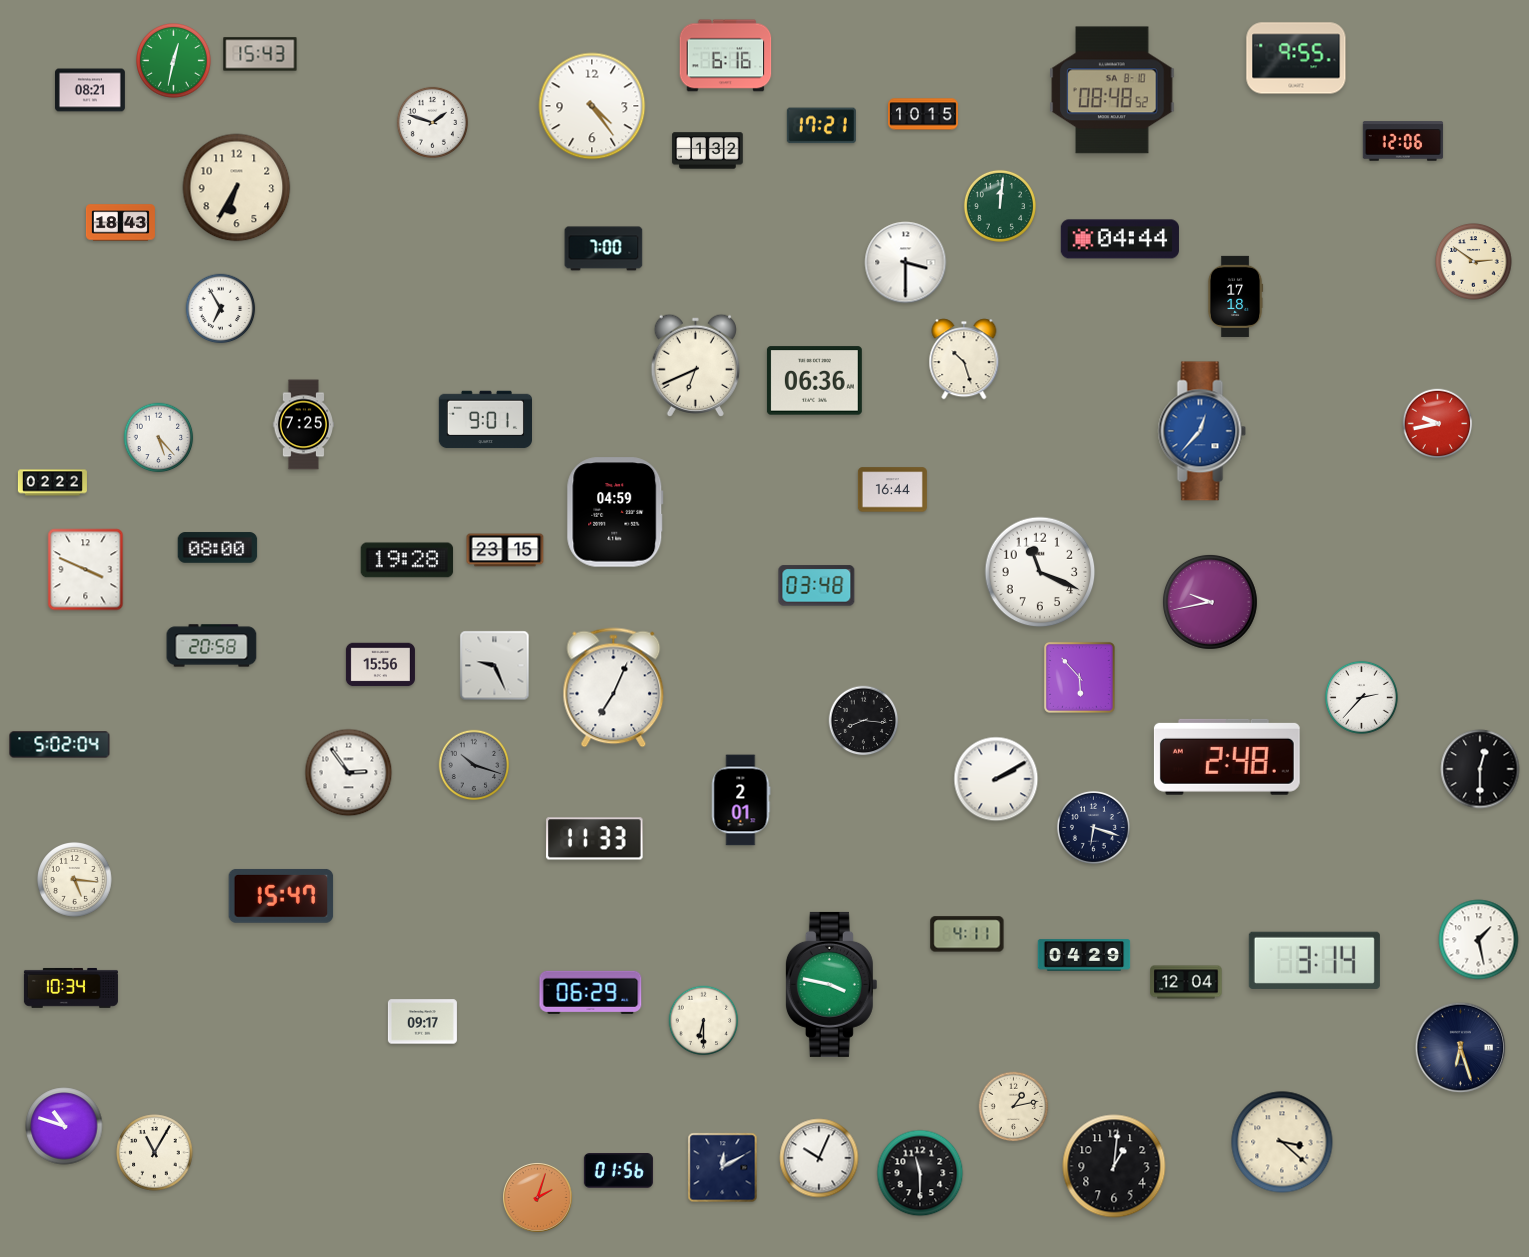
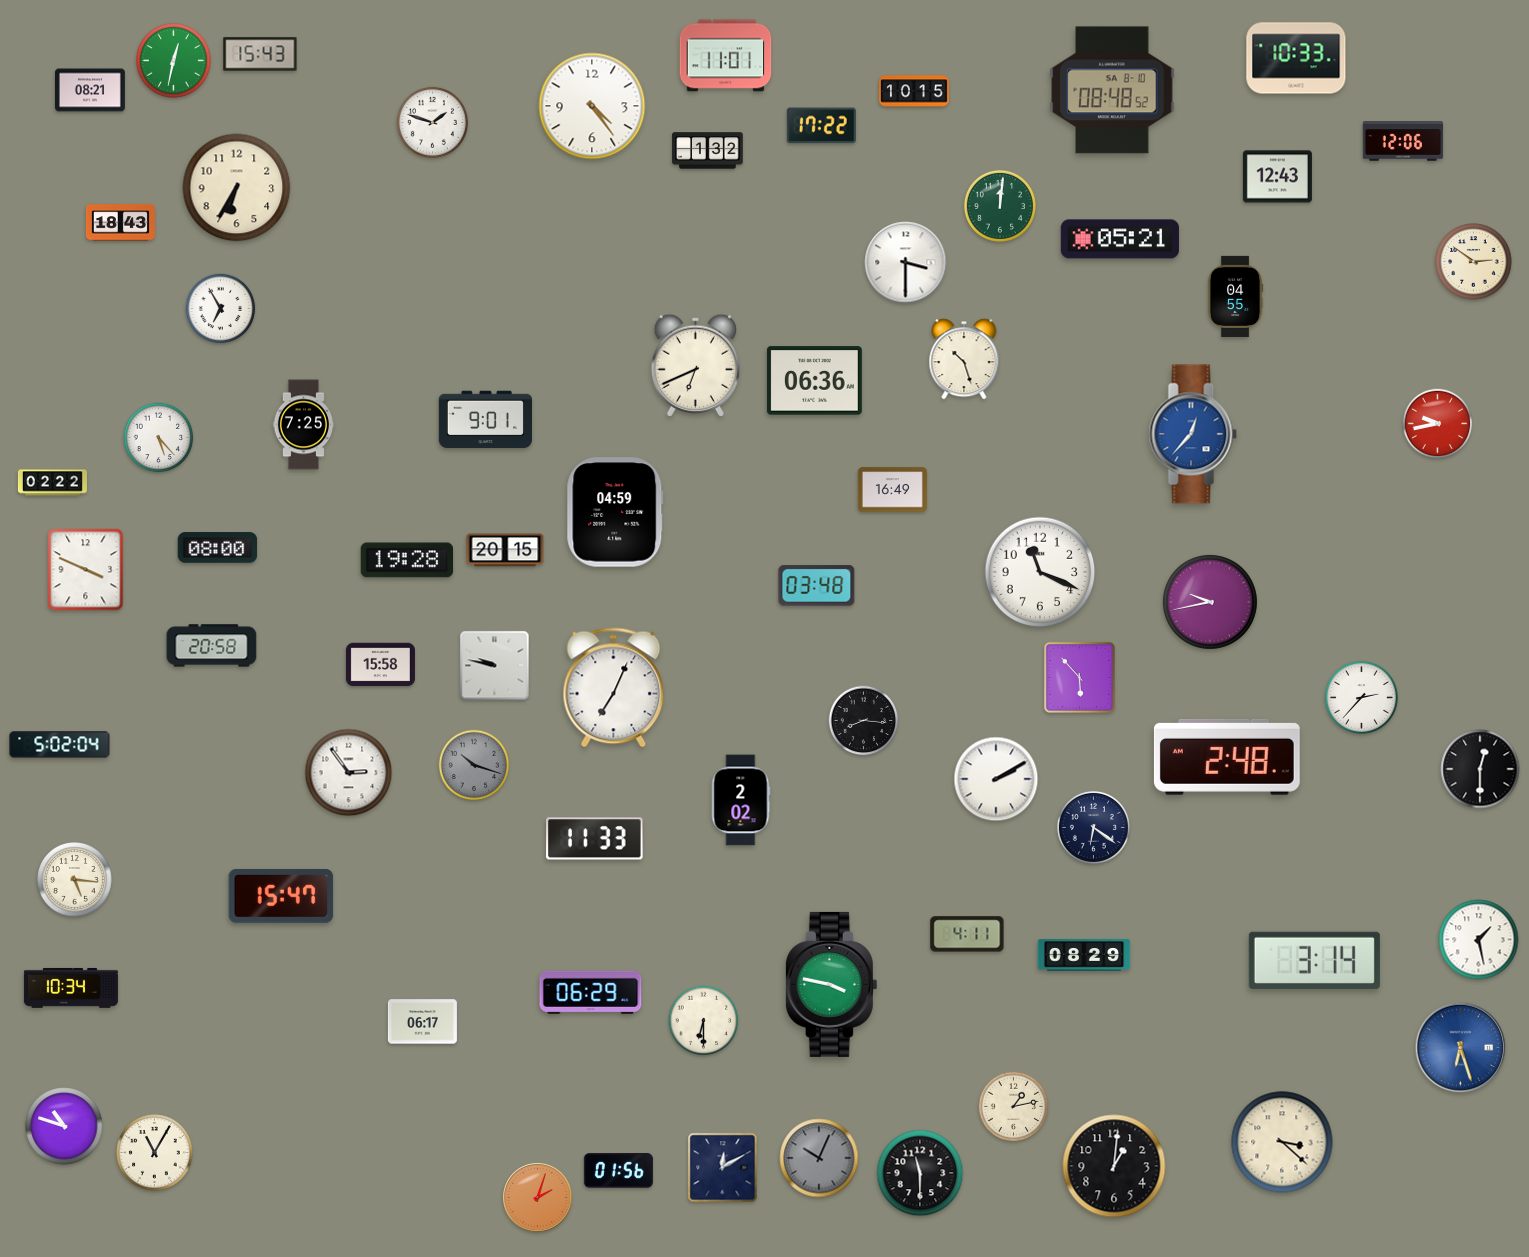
clock at (726, 56): 6:16 -> 11:01
clock at (1296, 58): 9:55 -> 10:33
clock at (924, 114) position: (924, 114) -> (915, 91)
clock at (821, 126): 17:21 -> 17:22
clock at (1277, 177): none -> 12:43
clock at (1120, 239): 04:44 -> 05:21
clock at (604, 249): 7:00 -> none
clock at (1235, 296): 17:18 -> 04:55
clock at (1202, 431) position: (1202, 431) -> (1193, 434)
clock at (892, 490): 16:44 -> 16:49
clock at (505, 550): 23:15 -> 20:15
clock at (380, 665): 15:56 -> 15:58
clock at (495, 666): 9:26 -> 9:47
clock at (741, 800): 2:01 -> 2:02
clock at (1093, 827): 6:18 -> 6:21
clock at (1084, 955): 04:29 -> 08:29
clock at (1186, 982): 12:04 -> none
clock at (422, 1022): 09:17 -> 06:17
clock at (1461, 1048) dial: navy -> blue
clock at (819, 1158) dial: white -> grey
